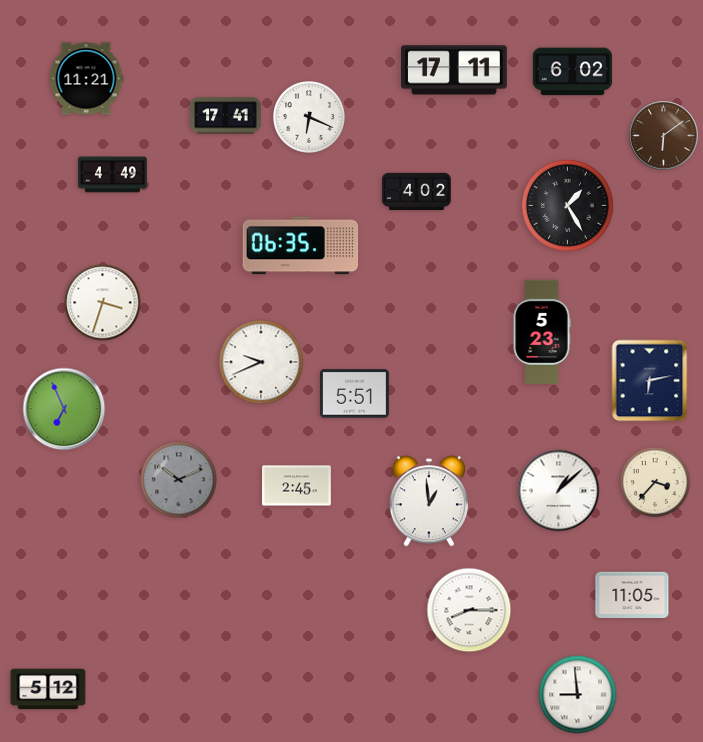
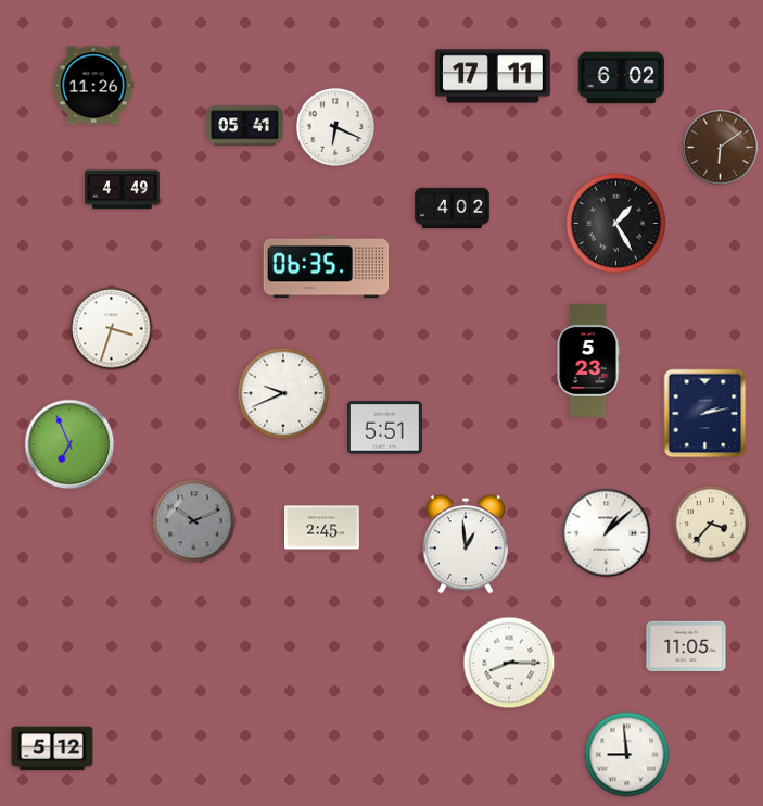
clock at (86, 79): 11:21 -> 11:26
clock at (226, 116): 17:41 -> 05:41
clock at (650, 381): 6:13 -> 2:13
